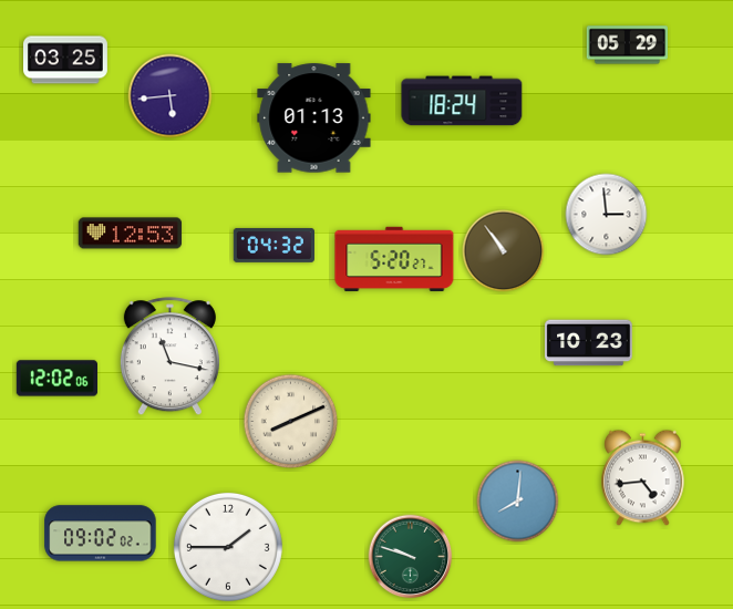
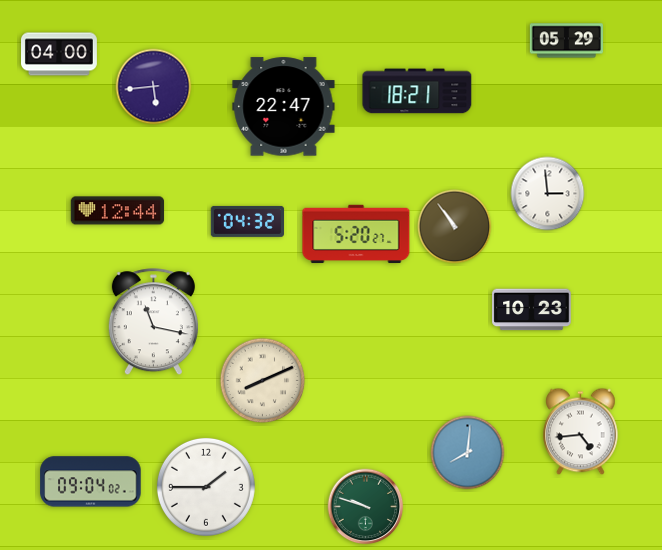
clock at (66, 60): 03:25 -> 04:00
clock at (462, 101): 18:24 -> 18:21
clock at (314, 118): 01:13 -> 22:47
clock at (131, 234): 12:53 -> 12:44
clock at (56, 379): 12:02 -> none
clock at (101, 534): 09:02 -> 09:04
clock at (228, 547) position: (228, 547) -> (206, 487)
clock at (411, 557) position: (411, 557) -> (366, 507)
